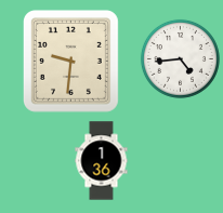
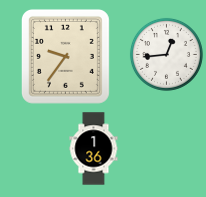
clock at (180, 58): 4:44 -> 12:44
clock at (70, 61): 9:31 -> 9:36
